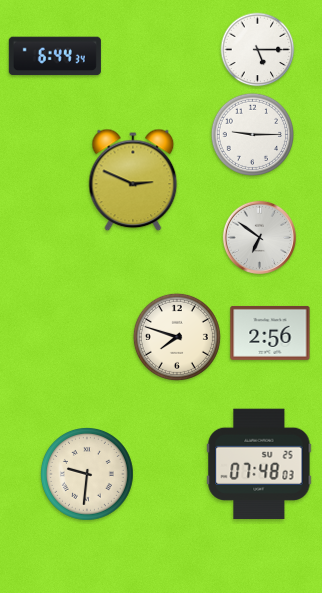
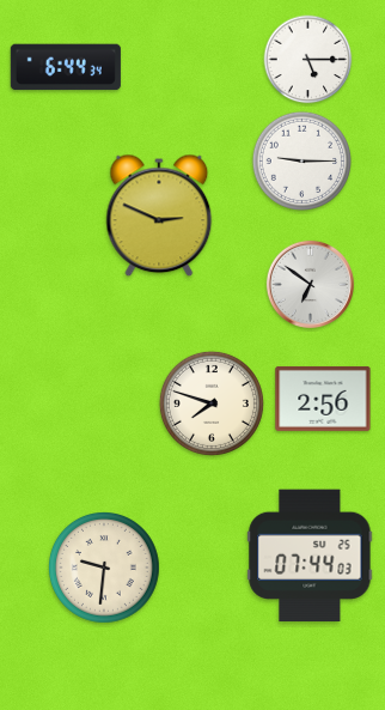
clock at (259, 464): 07:48 -> 07:44
